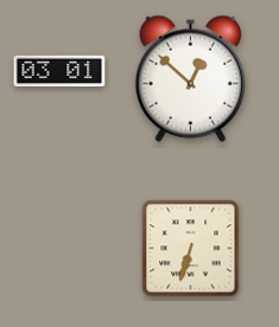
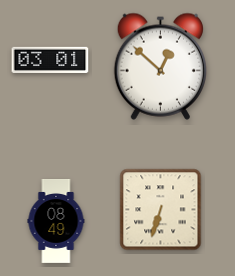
clock at (56, 222): none -> 08:49
